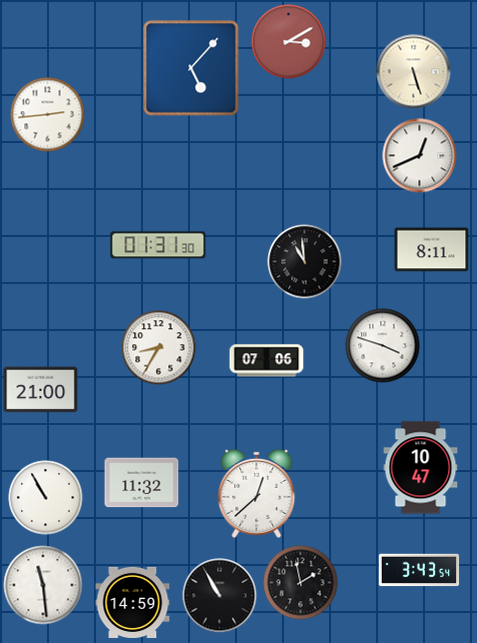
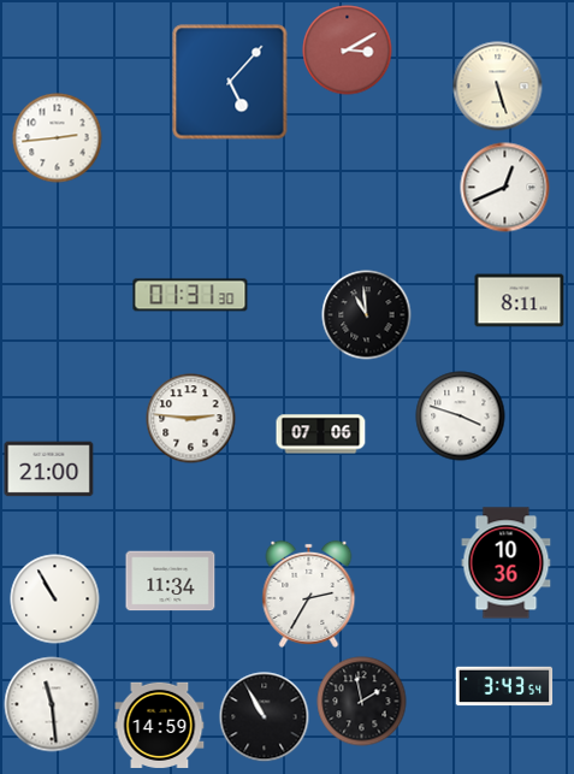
clock at (159, 348): 8:35 -> 2:46
clock at (421, 468): 10:47 -> 10:36
clock at (142, 483): 11:32 -> 11:34
clock at (257, 493): 12:38 -> 2:35
